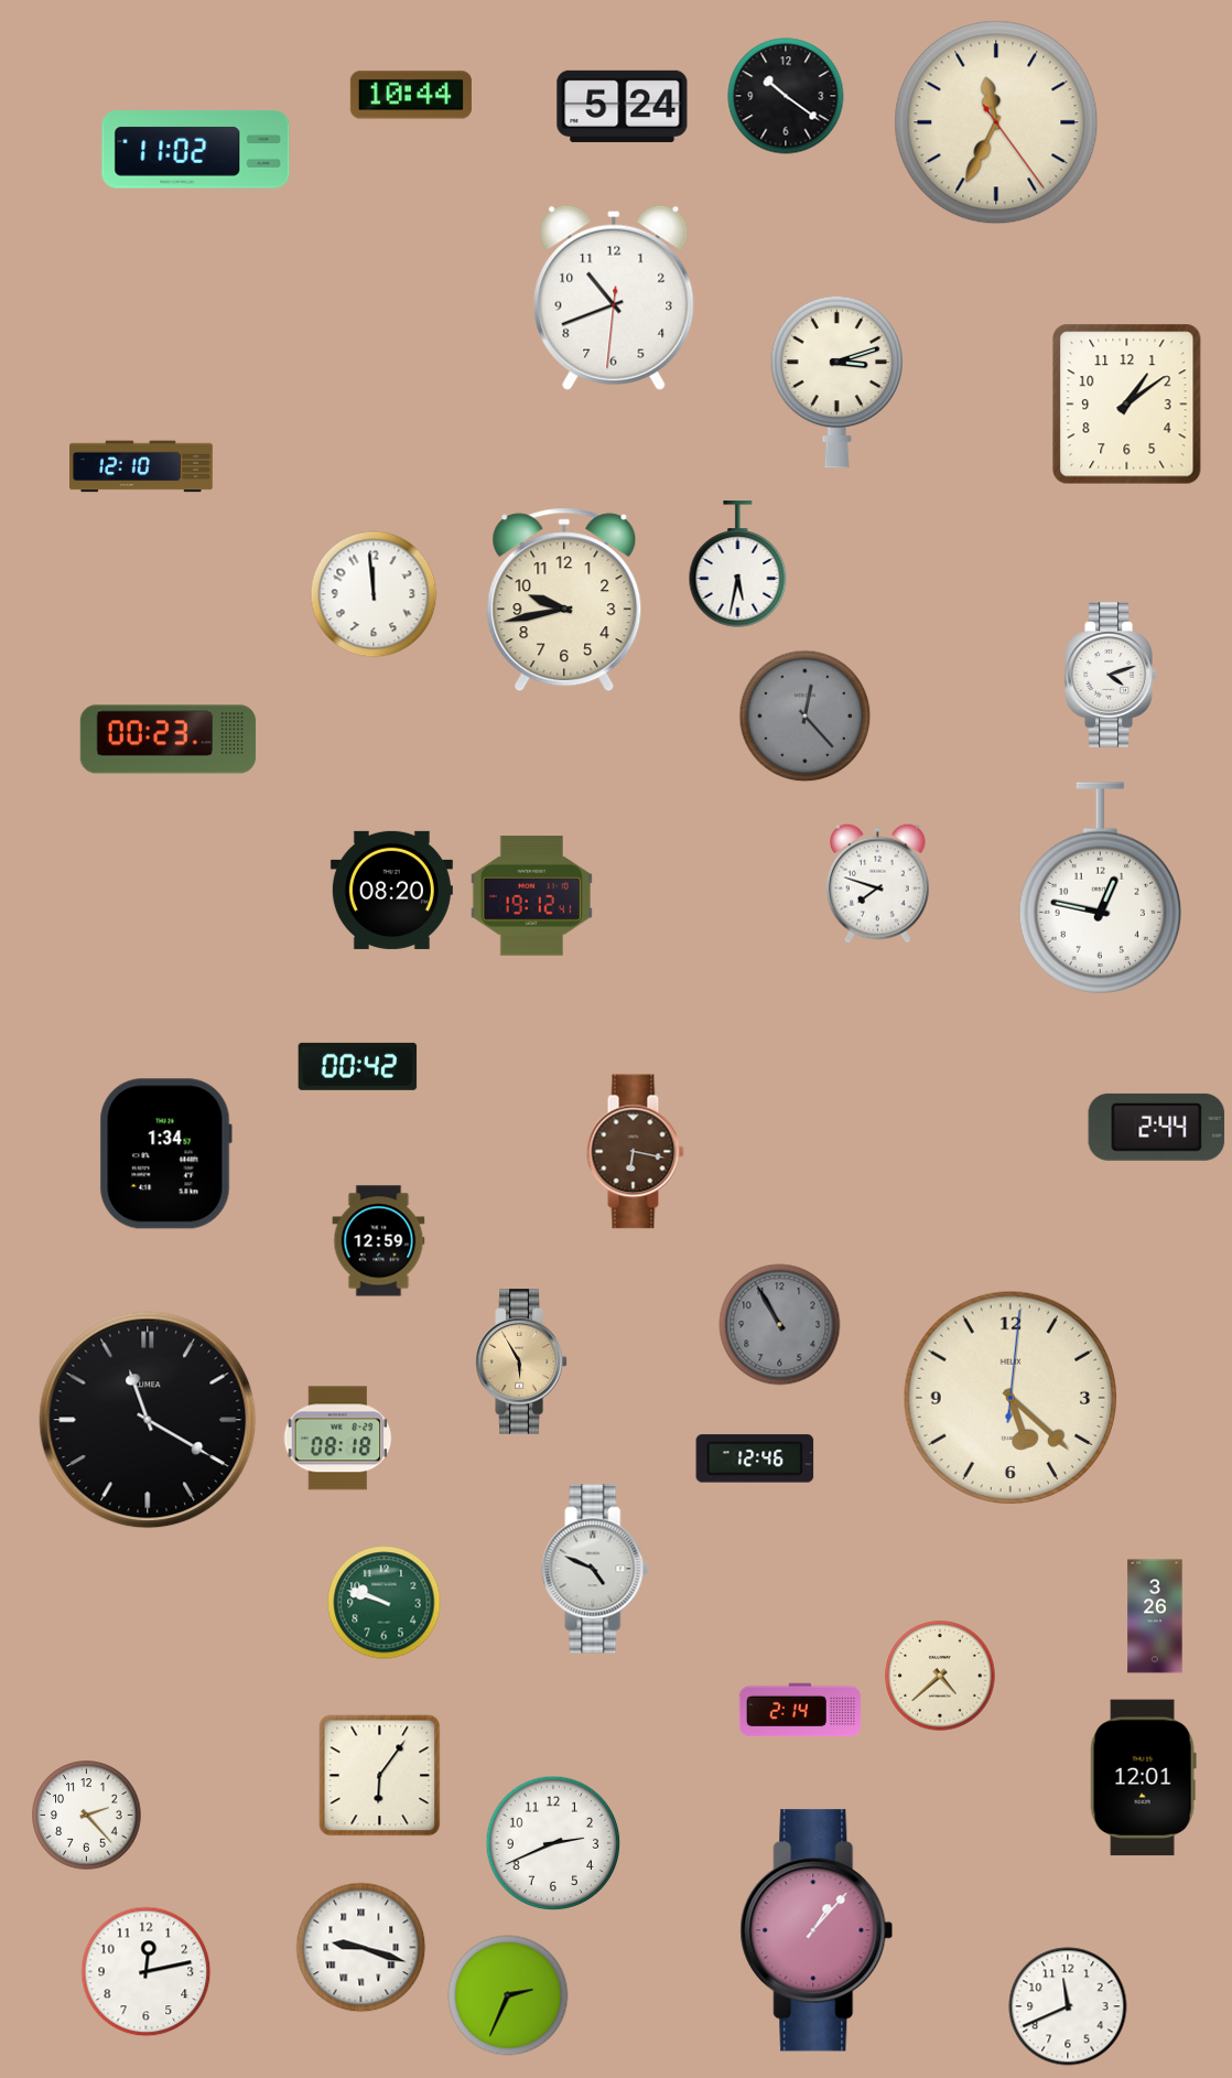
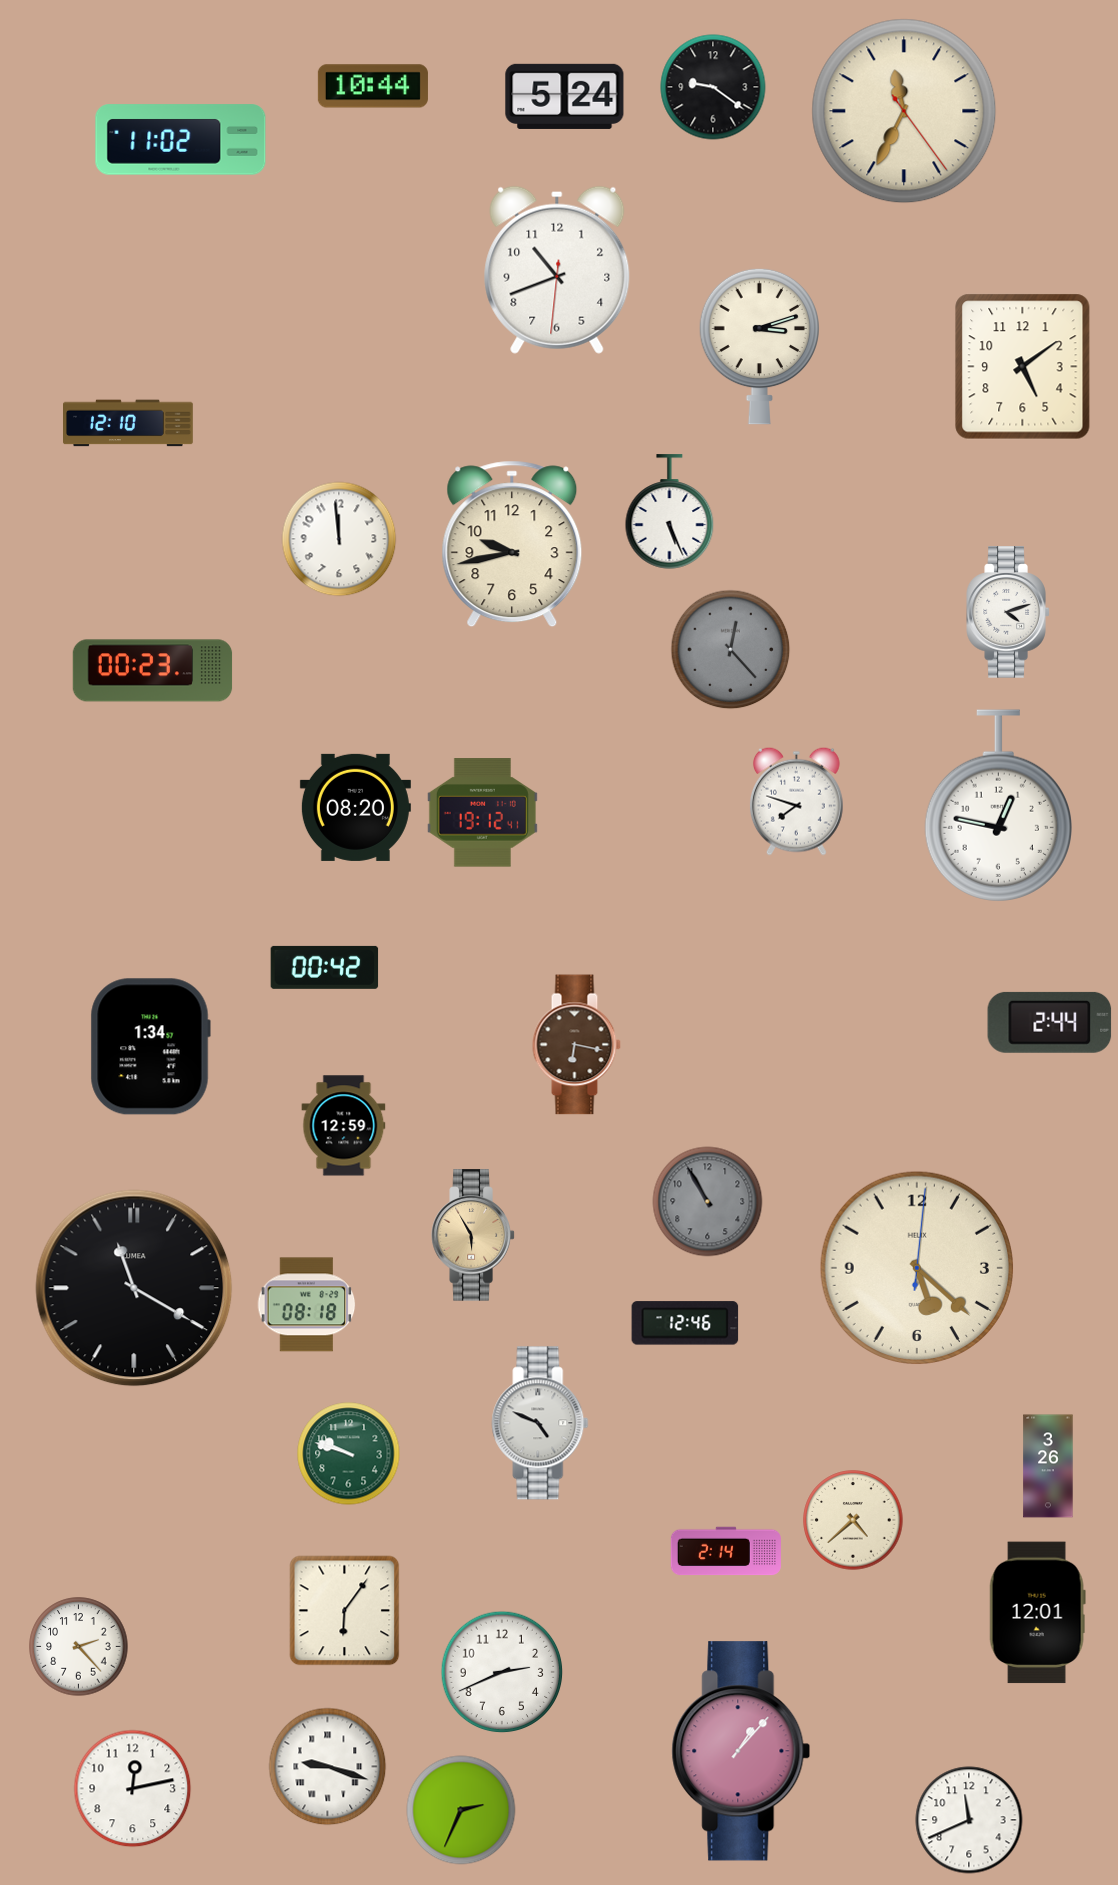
clock at (786, 96): 10:21 -> 9:21
clock at (196, 150) position: (196, 150) -> (181, 140)
clock at (1127, 405): 1:09 -> 5:09
clock at (738, 564): 5:32 -> 5:26
